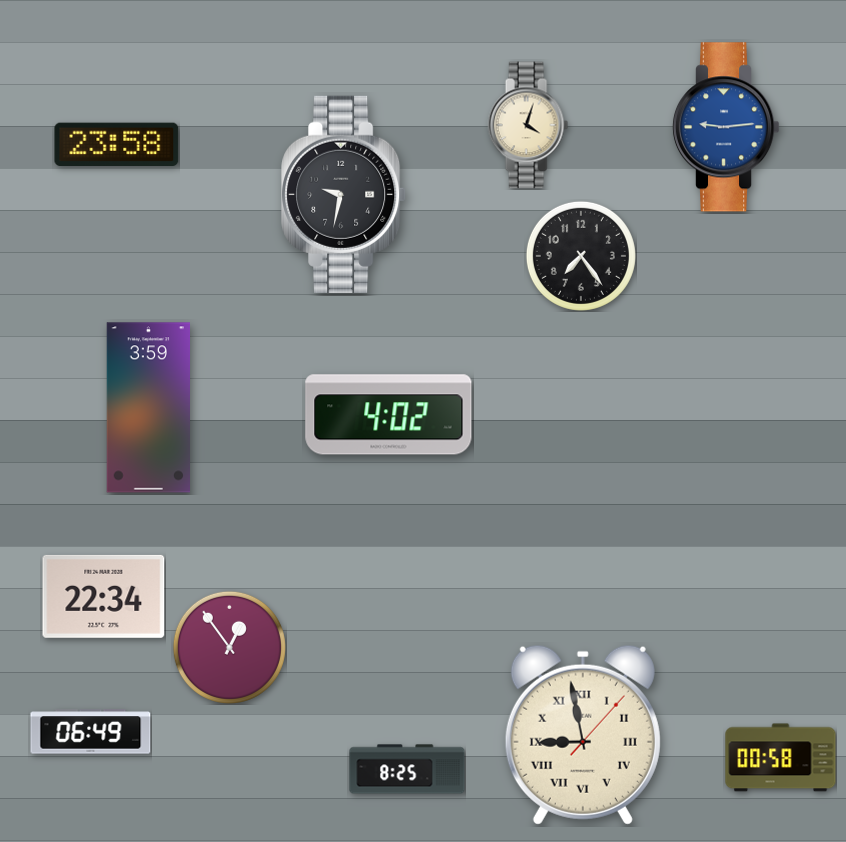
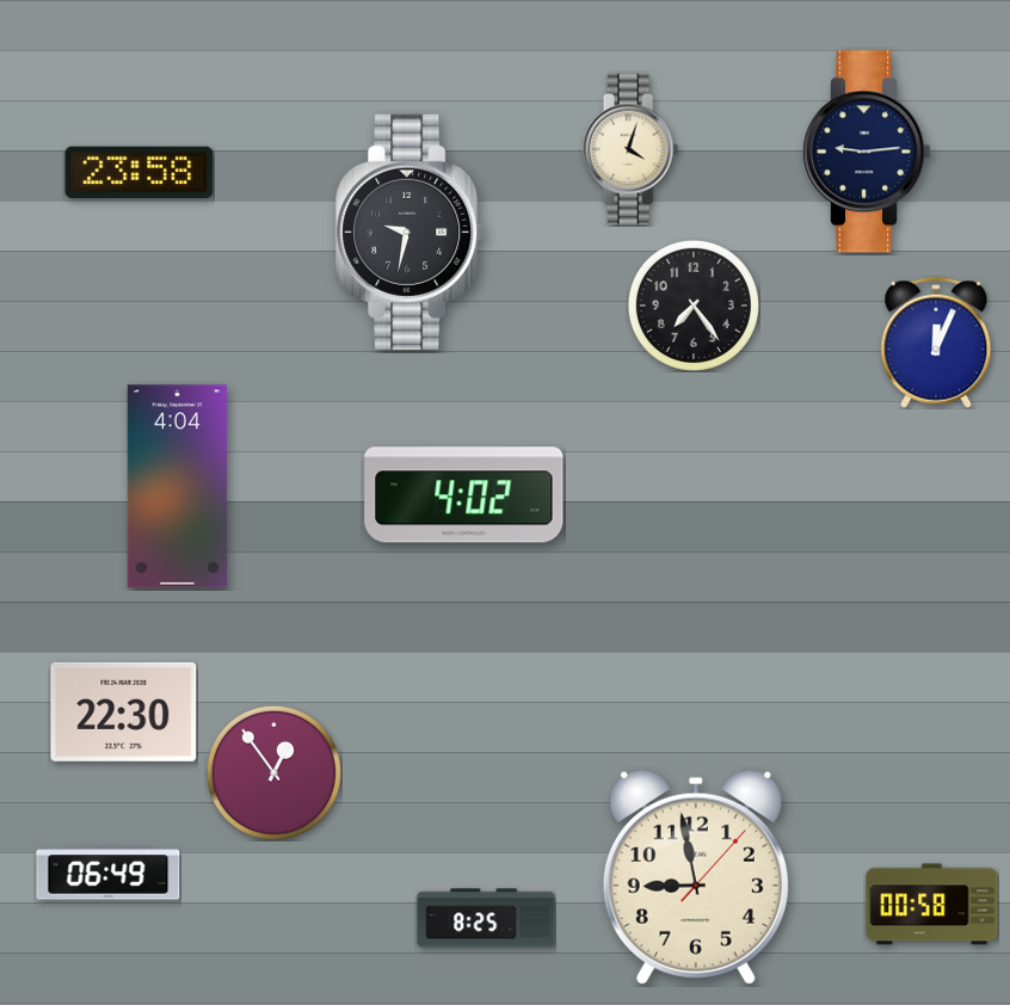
clock at (726, 127) dial: blue -> navy
clock at (936, 343): none -> 12:04
clock at (148, 408): 3:59 -> 4:04
clock at (104, 596): 22:34 -> 22:30
clock at (583, 735) numerals: Roman -> Arabic
